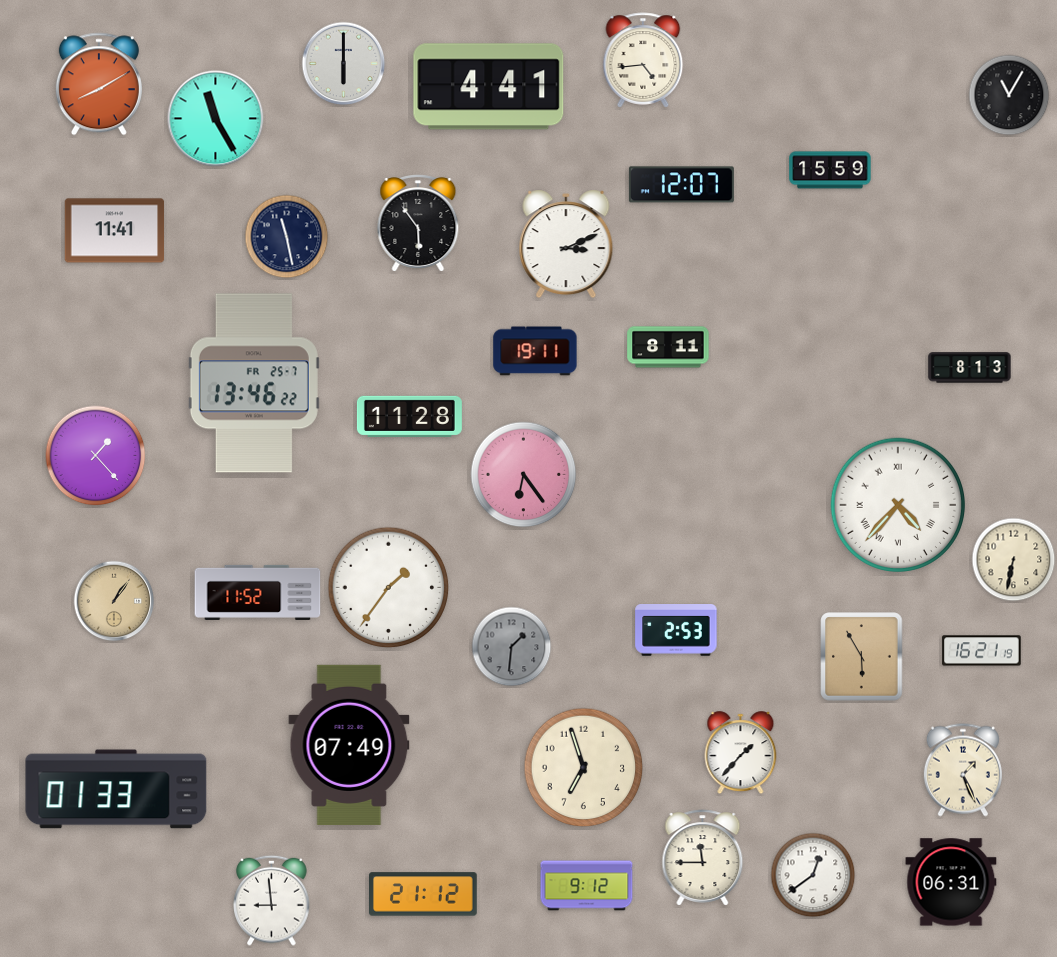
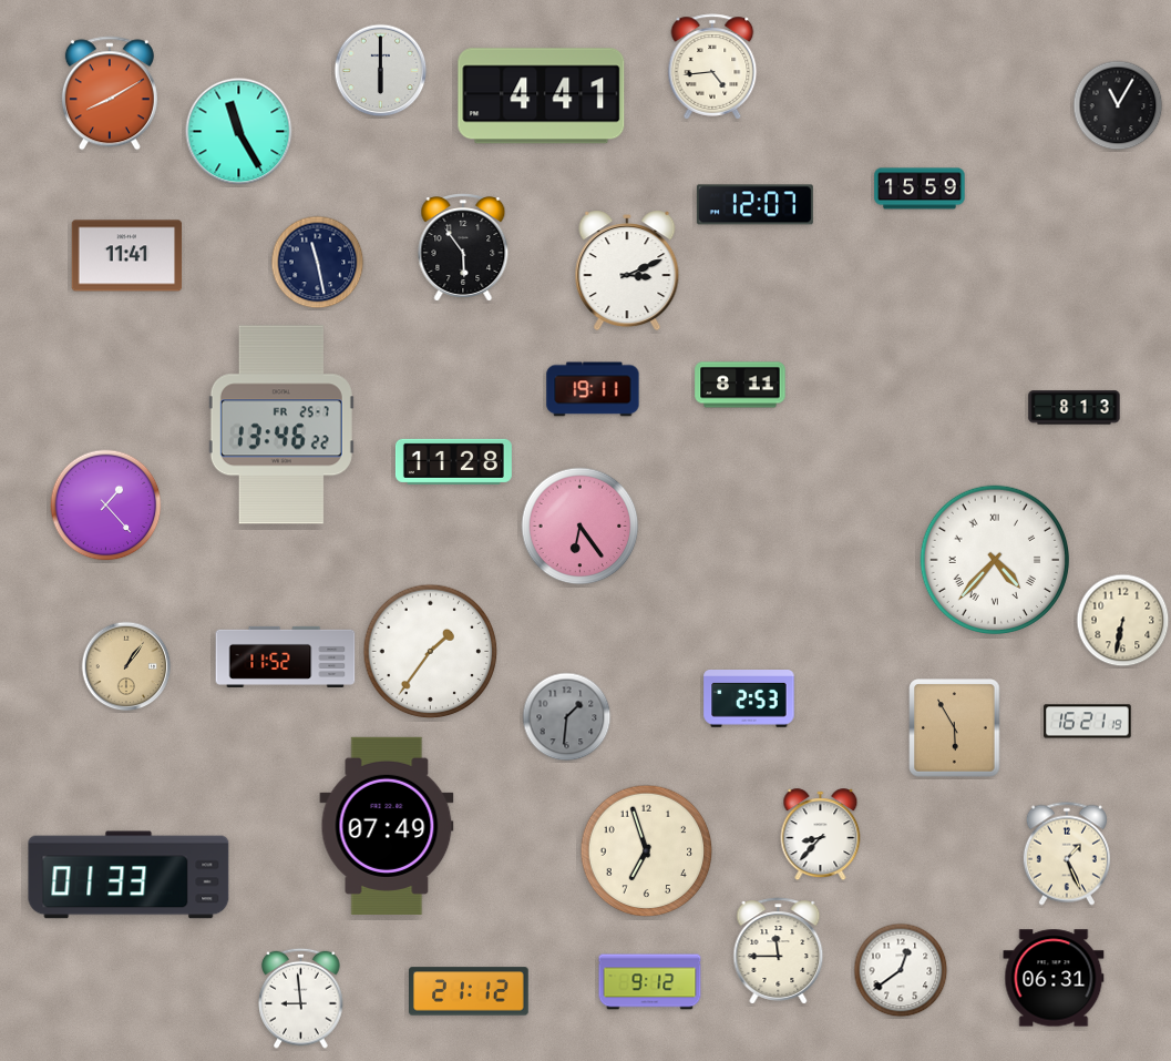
clock at (741, 753): 1:37 -> 8:37
